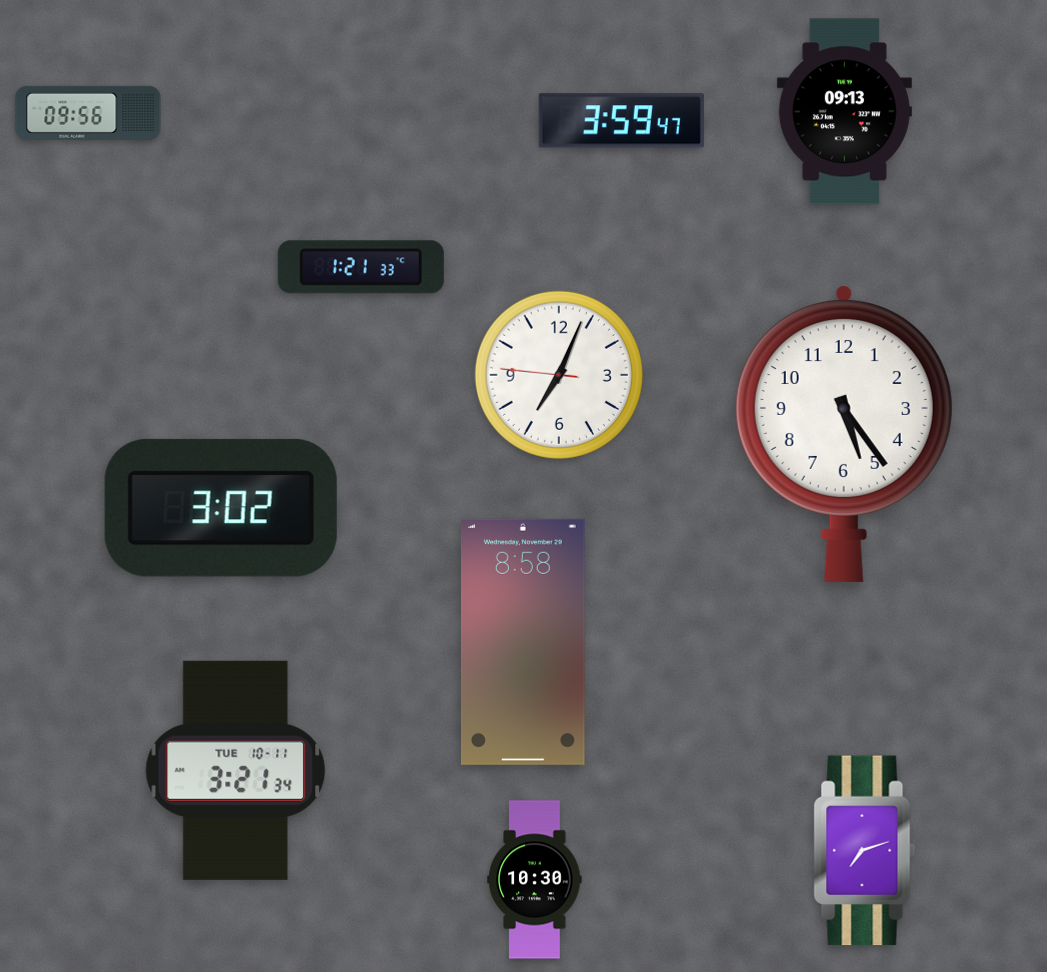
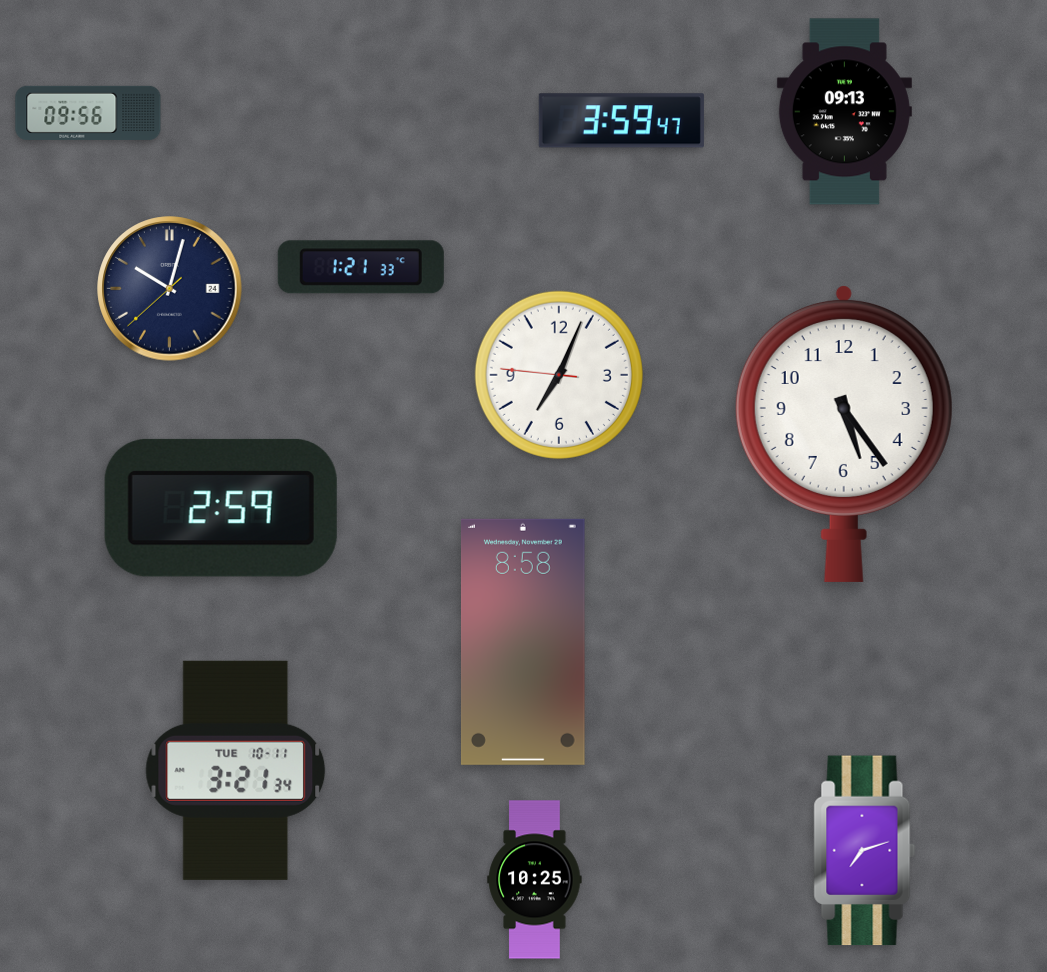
clock at (170, 289): none -> 10:02
clock at (221, 508): 3:02 -> 2:59
clock at (535, 880): 10:30 -> 10:25
